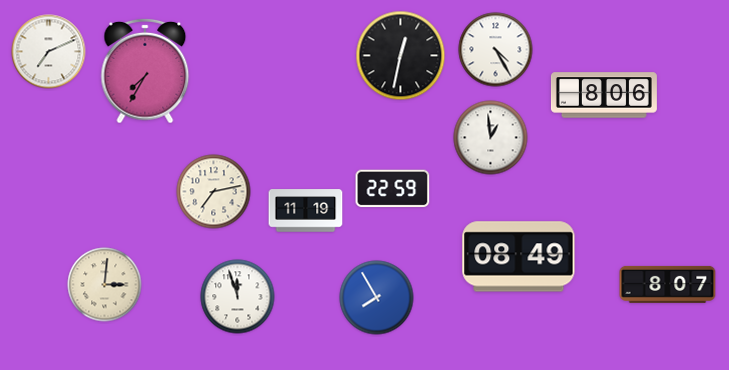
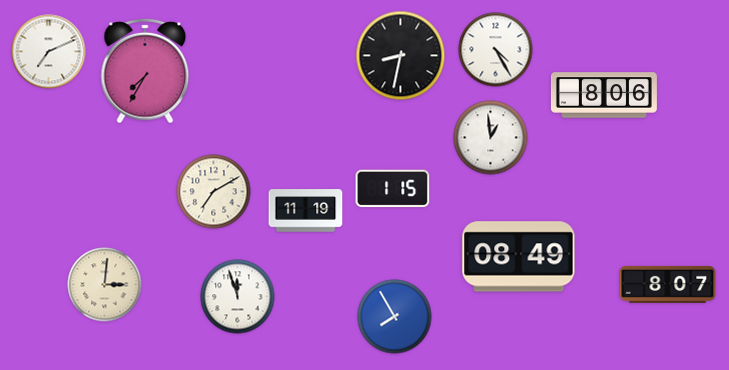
clock at (401, 56): 12:32 -> 8:32
clock at (393, 189): 22:59 -> 1:15
clock at (214, 192): 7:13 -> 7:10
clock at (377, 298) position: (377, 298) -> (395, 317)
